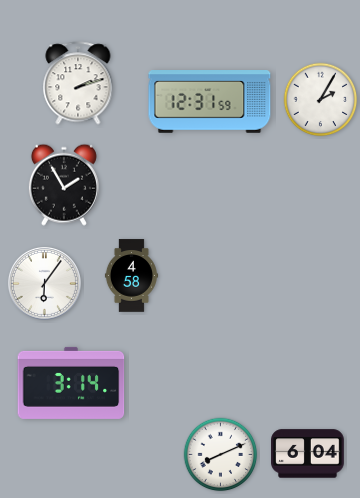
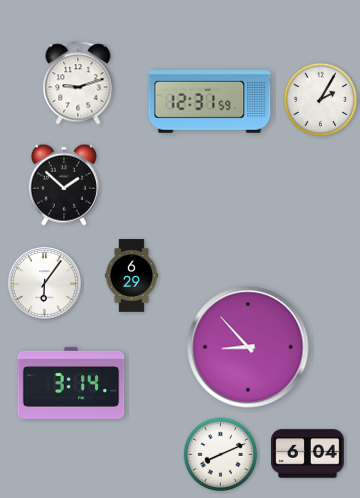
clock at (78, 83): 2:12 -> 9:12
clock at (64, 185): 1:55 -> 1:52
clock at (131, 276): 4:58 -> 6:29
clock at (248, 347): none -> 8:53
